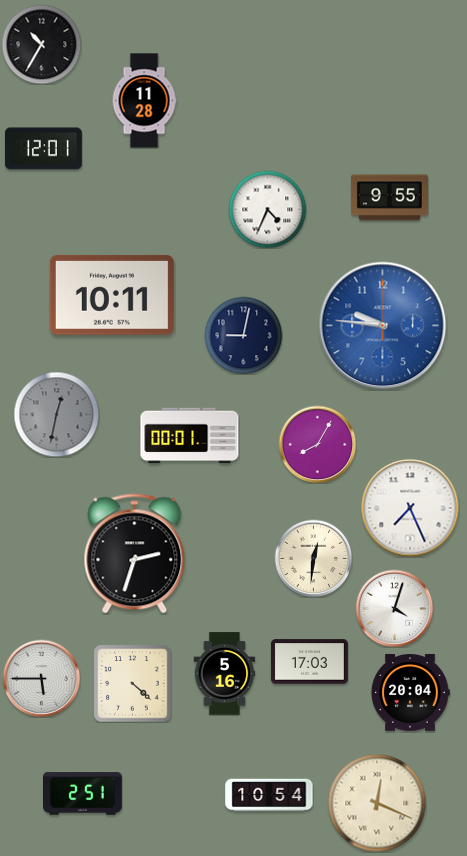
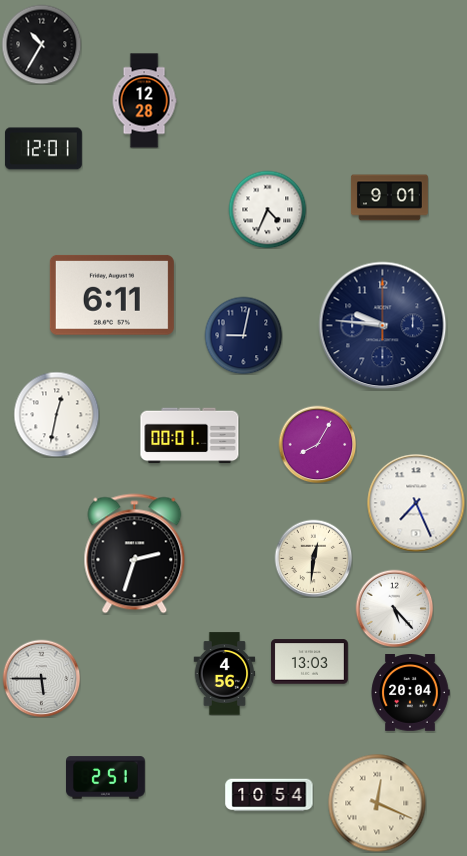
clock at (144, 101): 11:28 -> 12:28
clock at (389, 198): 9:55 -> 9:01
clock at (112, 295): 10:11 -> 6:11
clock at (383, 326) dial: blue -> navy
clock at (56, 414) dial: grey -> white
clock at (410, 508) position: (410, 508) -> (416, 503)
clock at (394, 608): 4:03 -> 5:23
clock at (309, 662): 17:03 -> 13:03
clock at (225, 674): 5:16 -> 4:56
clock at (132, 683): 4:22 -> none
clock at (83, 794) position: (83, 794) -> (106, 778)
